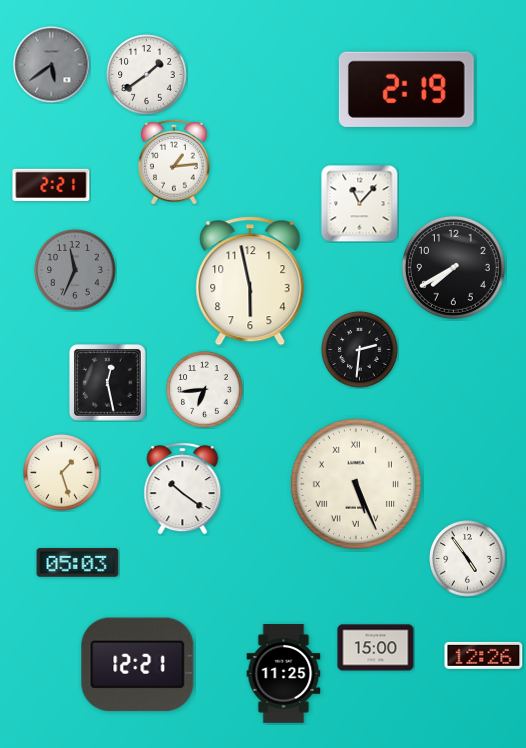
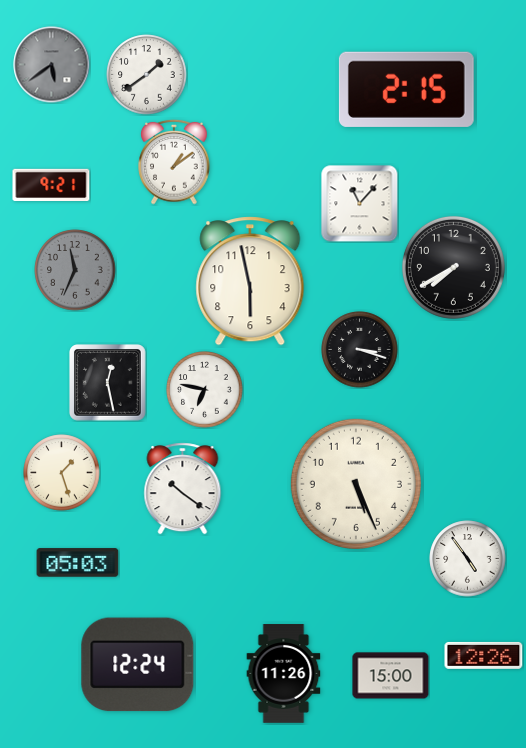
clock at (406, 89): 2:19 -> 2:15
clock at (174, 162): 1:14 -> 1:09
clock at (51, 185): 2:21 -> 9:21
clock at (360, 350): 2:31 -> 3:18
clock at (205, 390): 6:44 -> 6:47
clock at (356, 484) numerals: Roman -> Arabic
clock at (376, 648) position: (376, 648) -> (391, 676)
clock at (138, 665): 12:21 -> 12:24
clock at (284, 674): 11:25 -> 11:26
